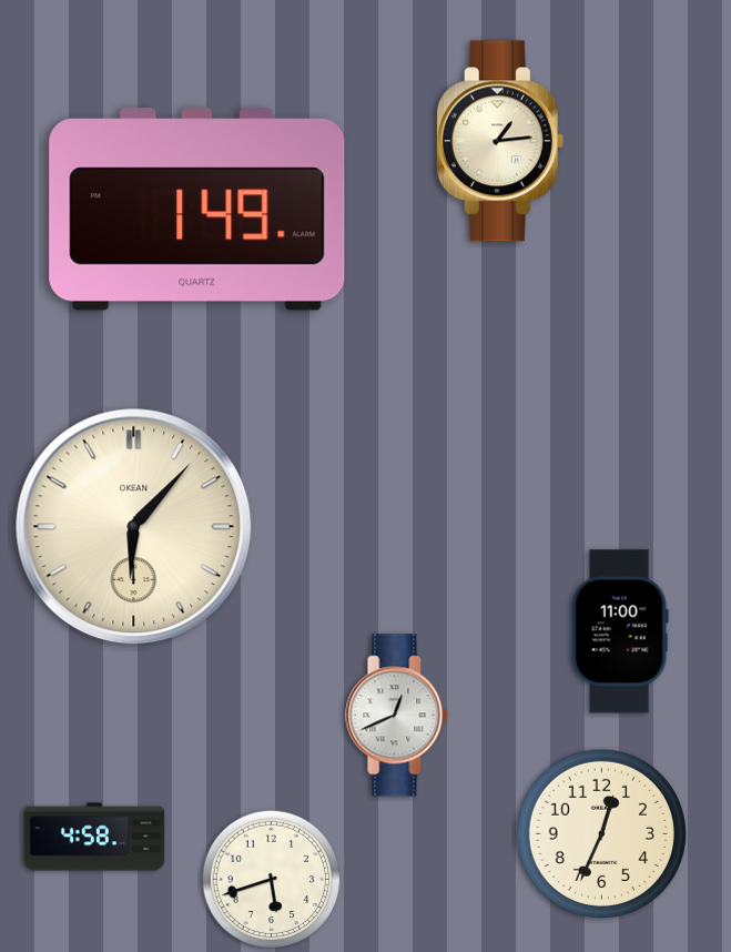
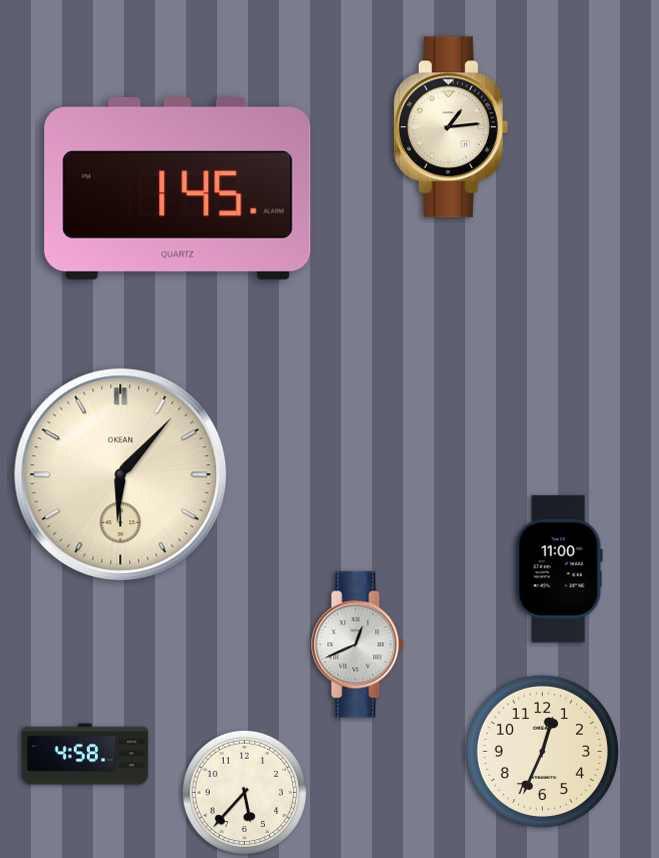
clock at (197, 210): 1:49 -> 1:45
clock at (272, 880): 5:42 -> 5:37
